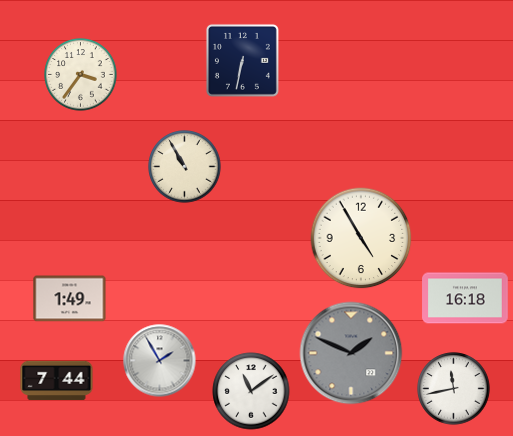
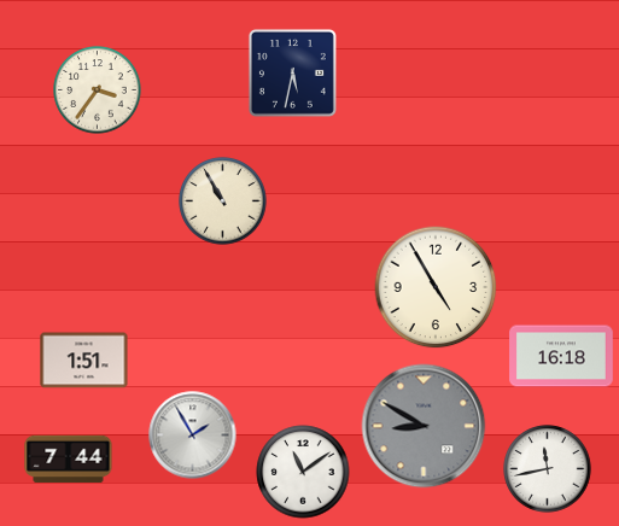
clock at (242, 60): 6:32 -> 5:32
clock at (465, 298) position: (465, 298) -> (561, 356)
clock at (70, 299): 1:49 -> 1:51
clock at (351, 353): 1:49 -> 8:50
